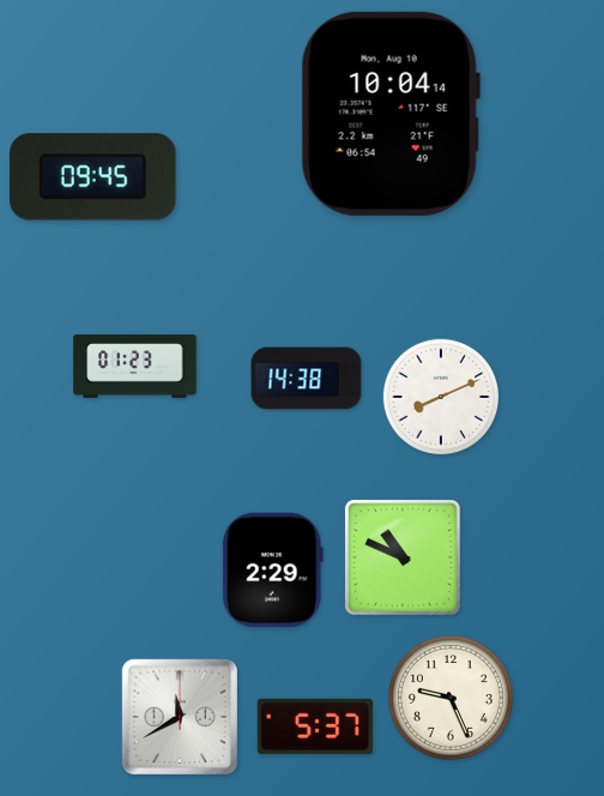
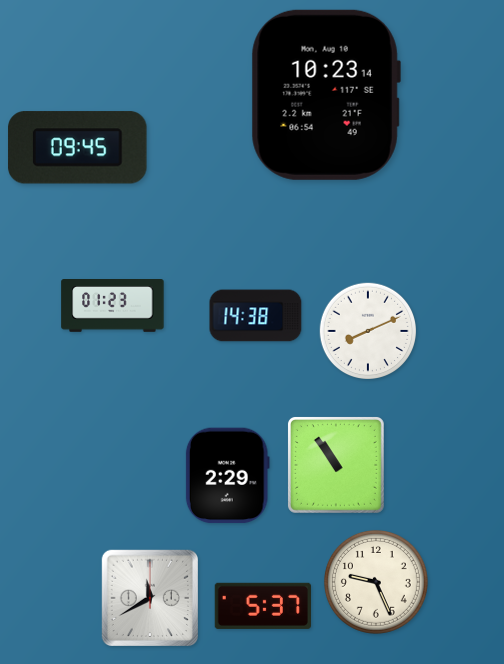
clock at (391, 114): 10:04 -> 10:23
clock at (403, 557): 10:49 -> 10:54
